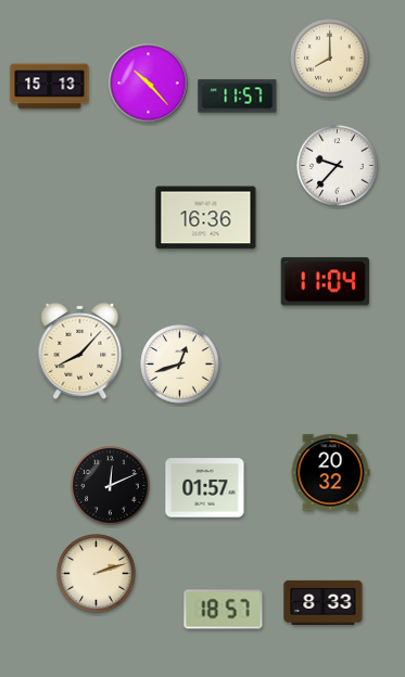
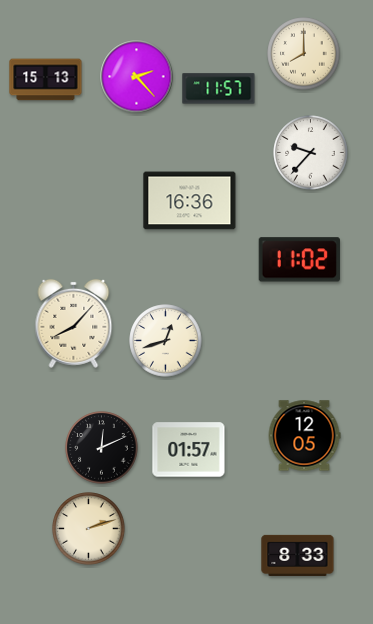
clock at (149, 84): 10:23 -> 2:23
clock at (325, 282): 11:04 -> 11:02
clock at (180, 365) position: (180, 365) -> (166, 341)
clock at (330, 473): 20:32 -> 12:05
clock at (224, 610): 18:57 -> none
